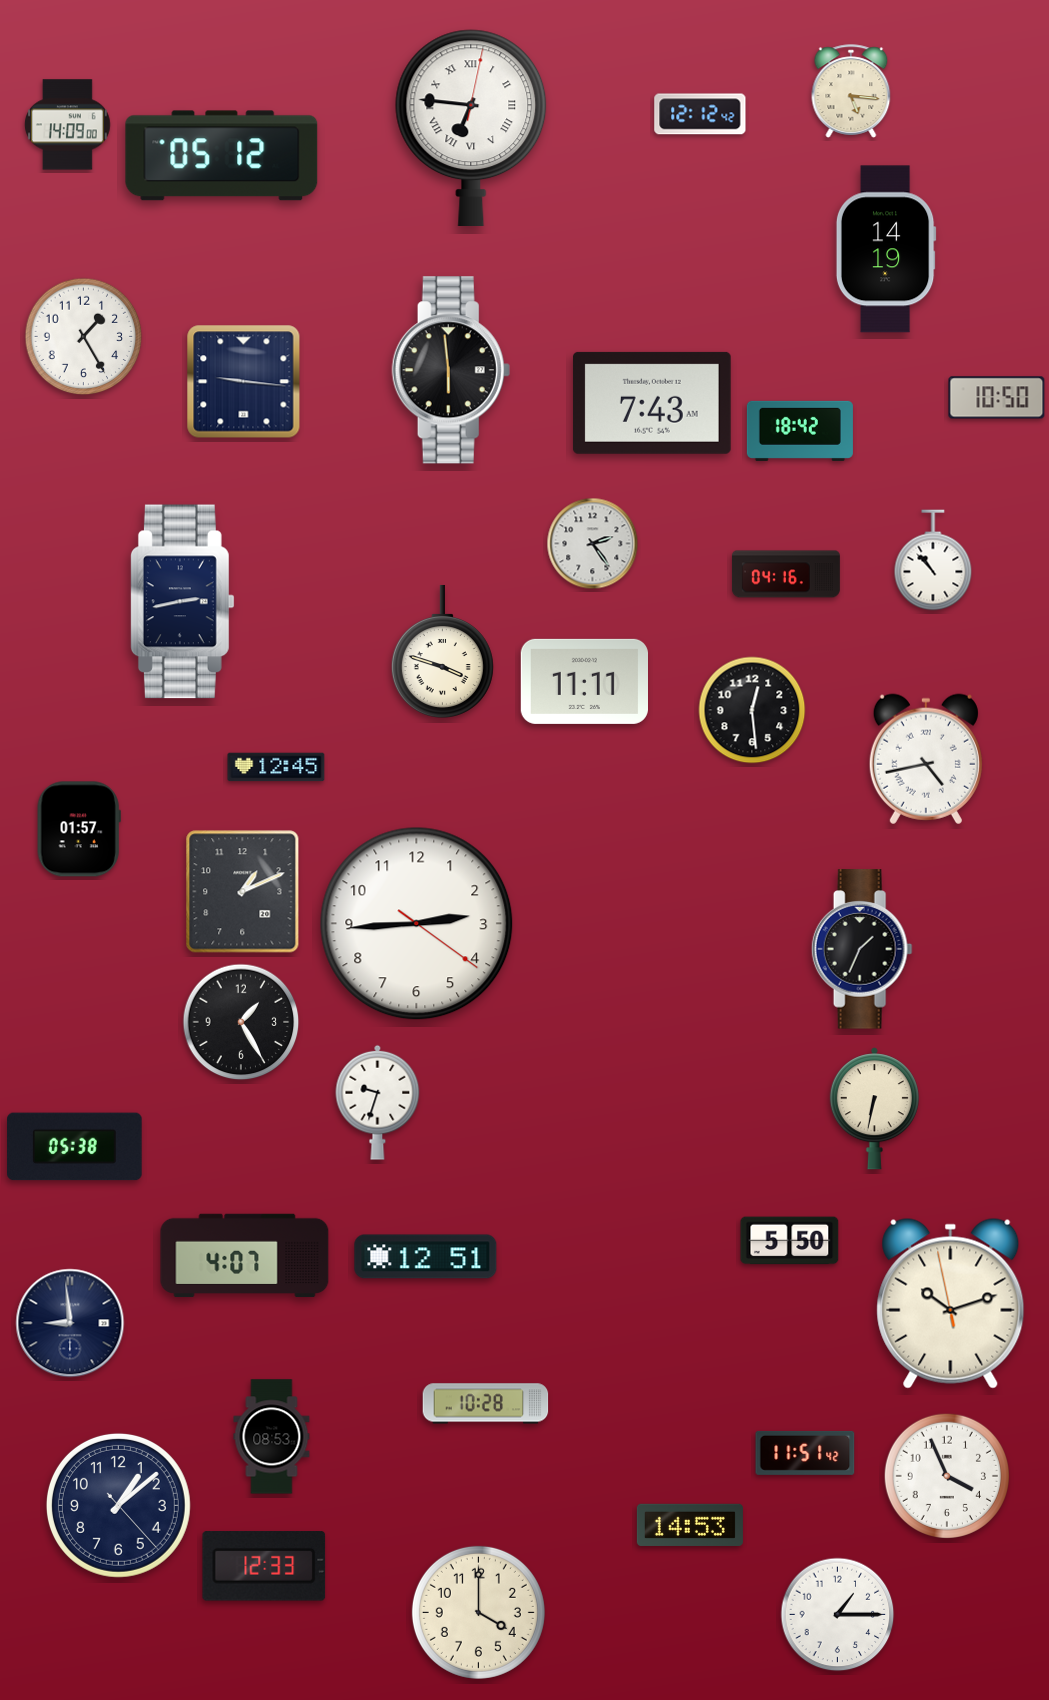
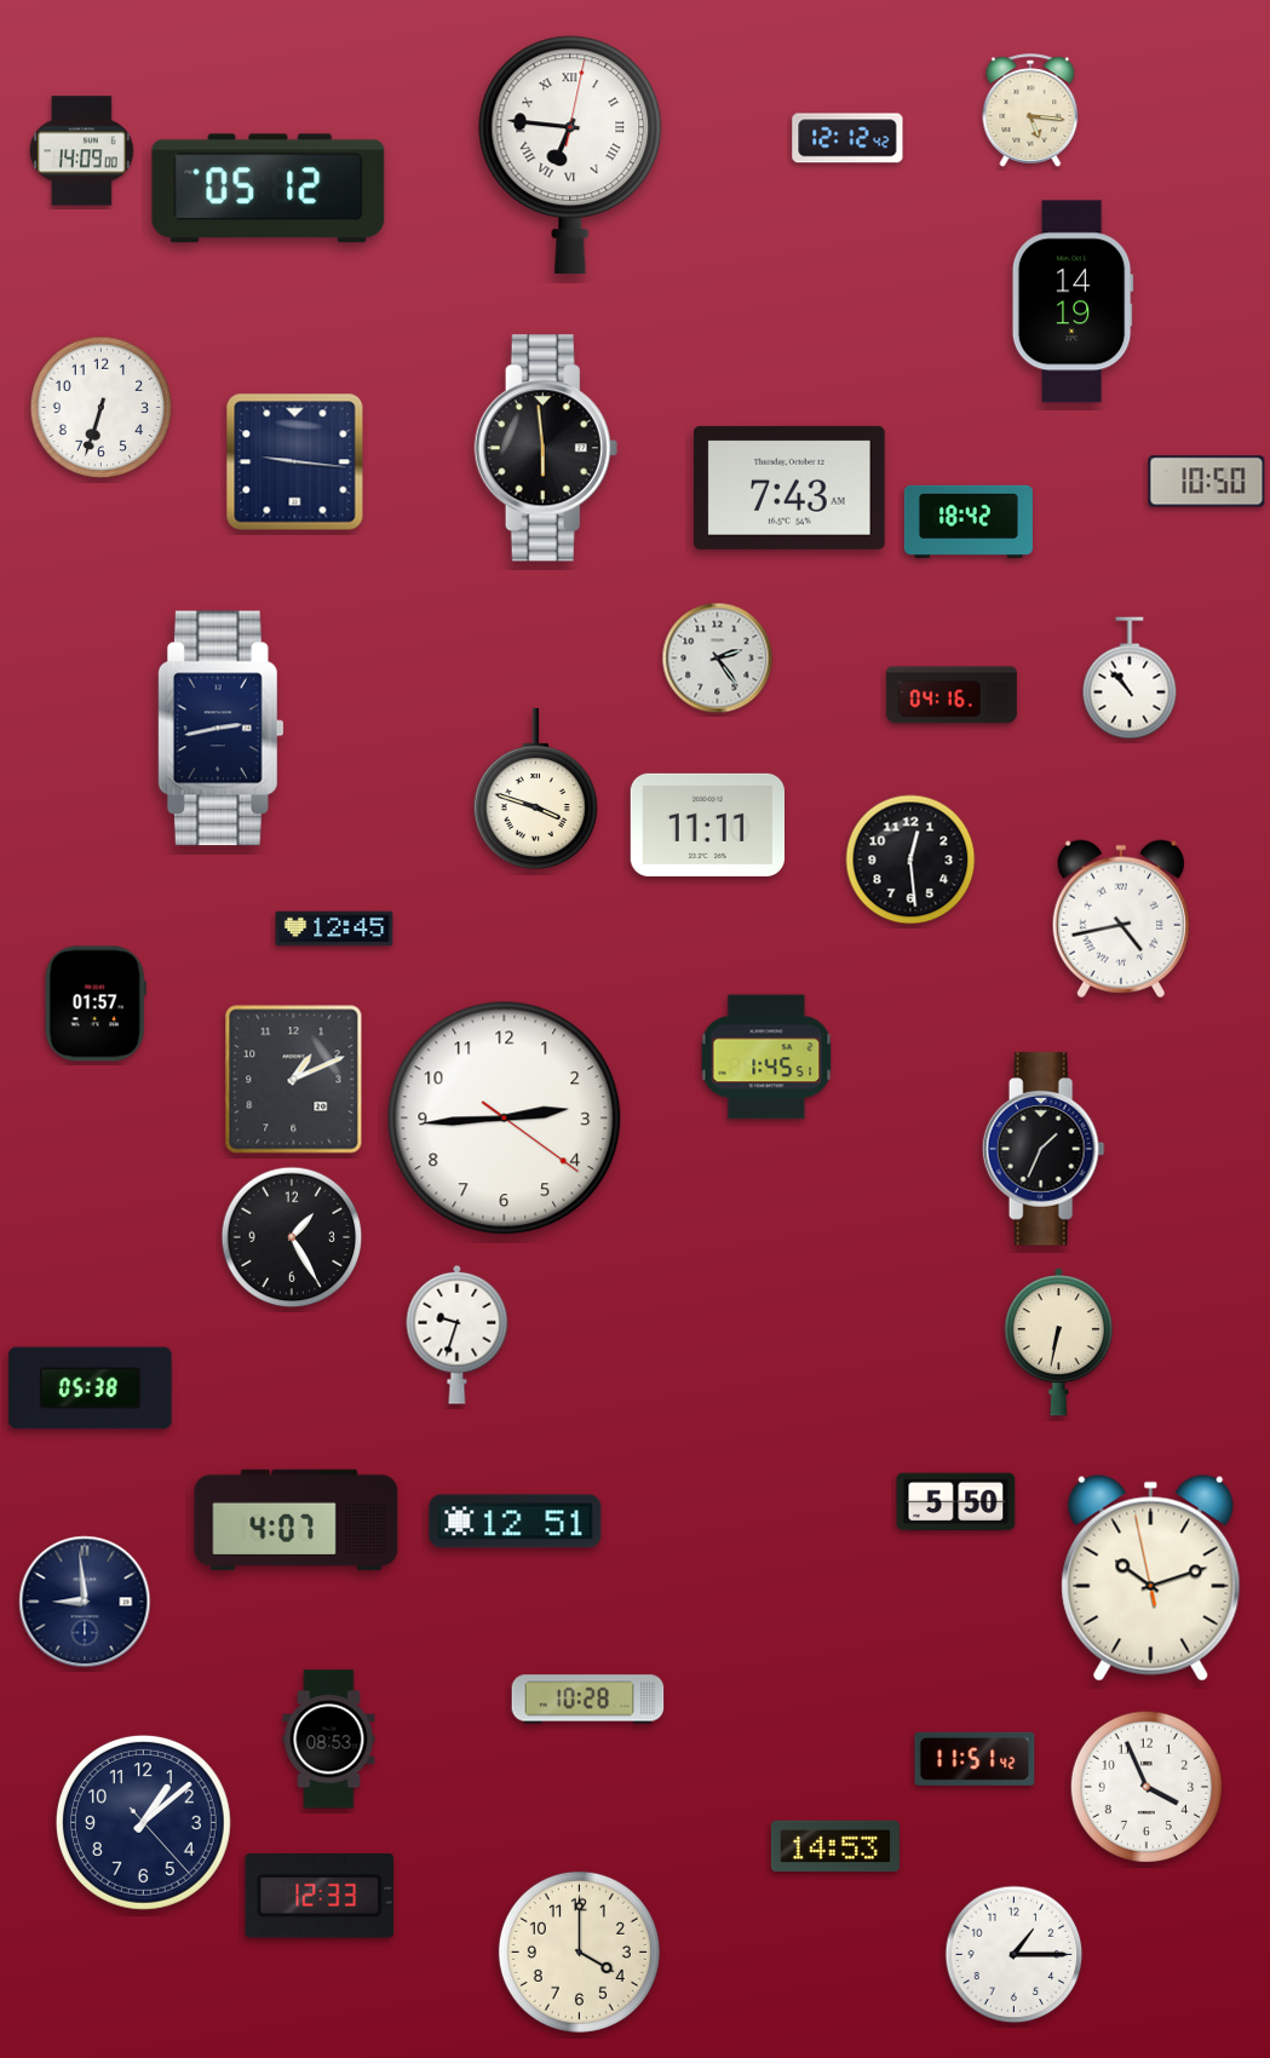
clock at (84, 337): 1:25 -> 6:33
clock at (766, 1057): none -> 1:45
